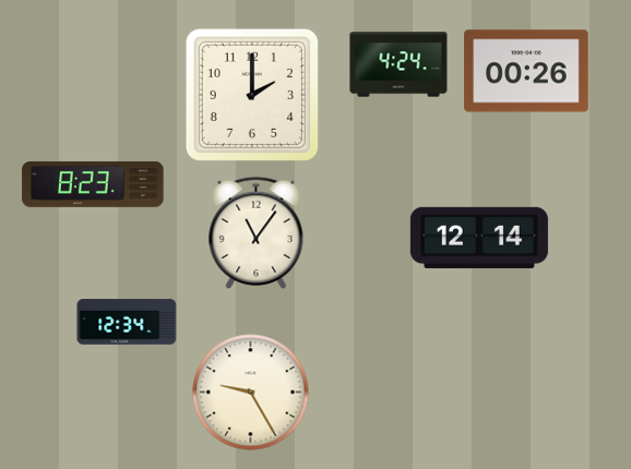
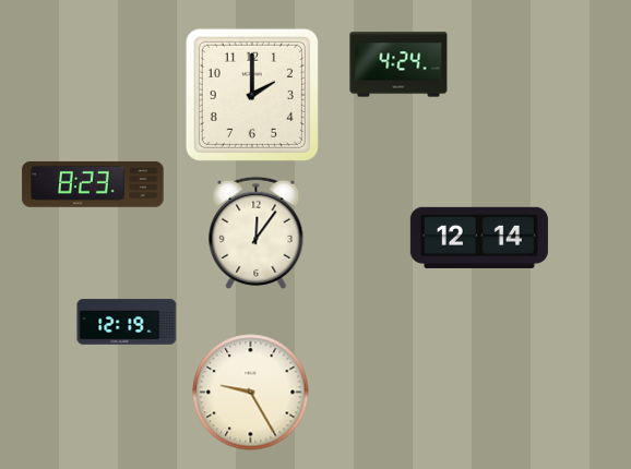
clock at (526, 71): 00:26 -> none
clock at (257, 232): 11:06 -> 12:06
clock at (127, 322): 12:34 -> 12:19
